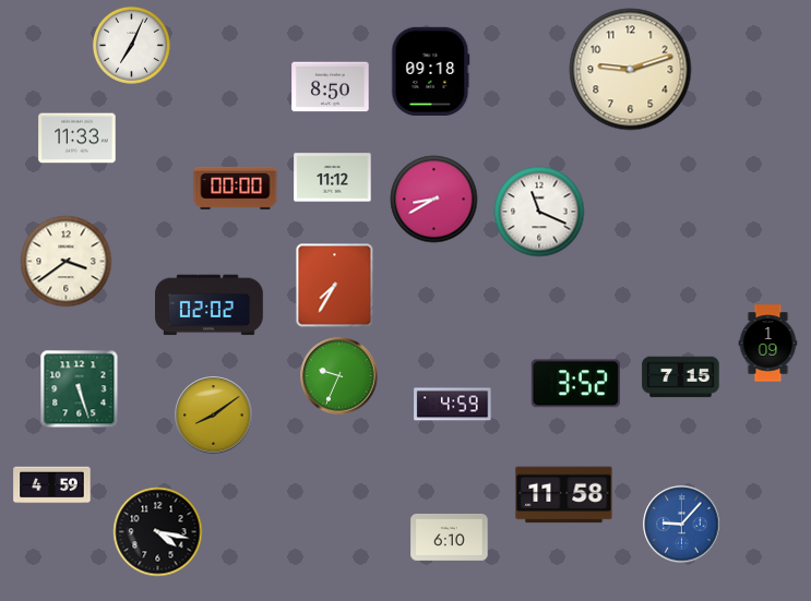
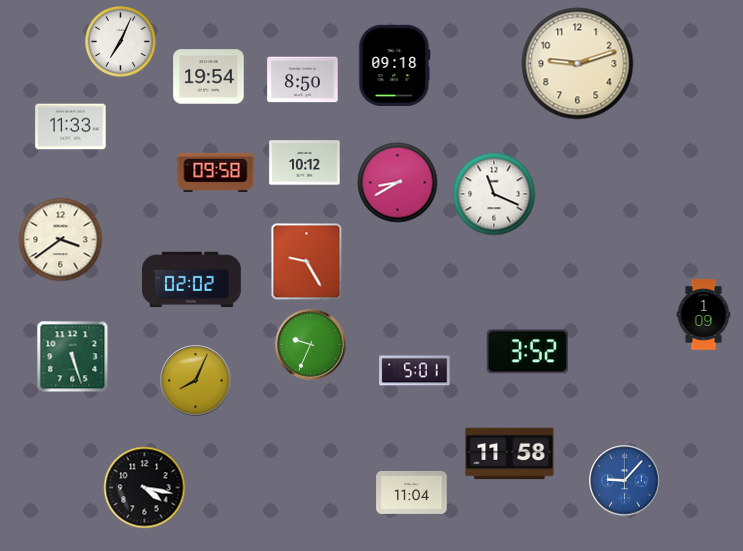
clock at (209, 77): none -> 19:54
clock at (333, 178): 11:12 -> 10:12
clock at (236, 188): 00:00 -> 09:58
clock at (335, 286): 7:35 -> 9:25
clock at (681, 377): 7:15 -> none
clock at (453, 405): 4:59 -> 5:01
clock at (214, 416): 8:09 -> 8:04
clock at (52, 485): 4:59 -> none
clock at (564, 495) position: (564, 495) -> (510, 454)
clock at (450, 537): 6:10 -> 11:04
